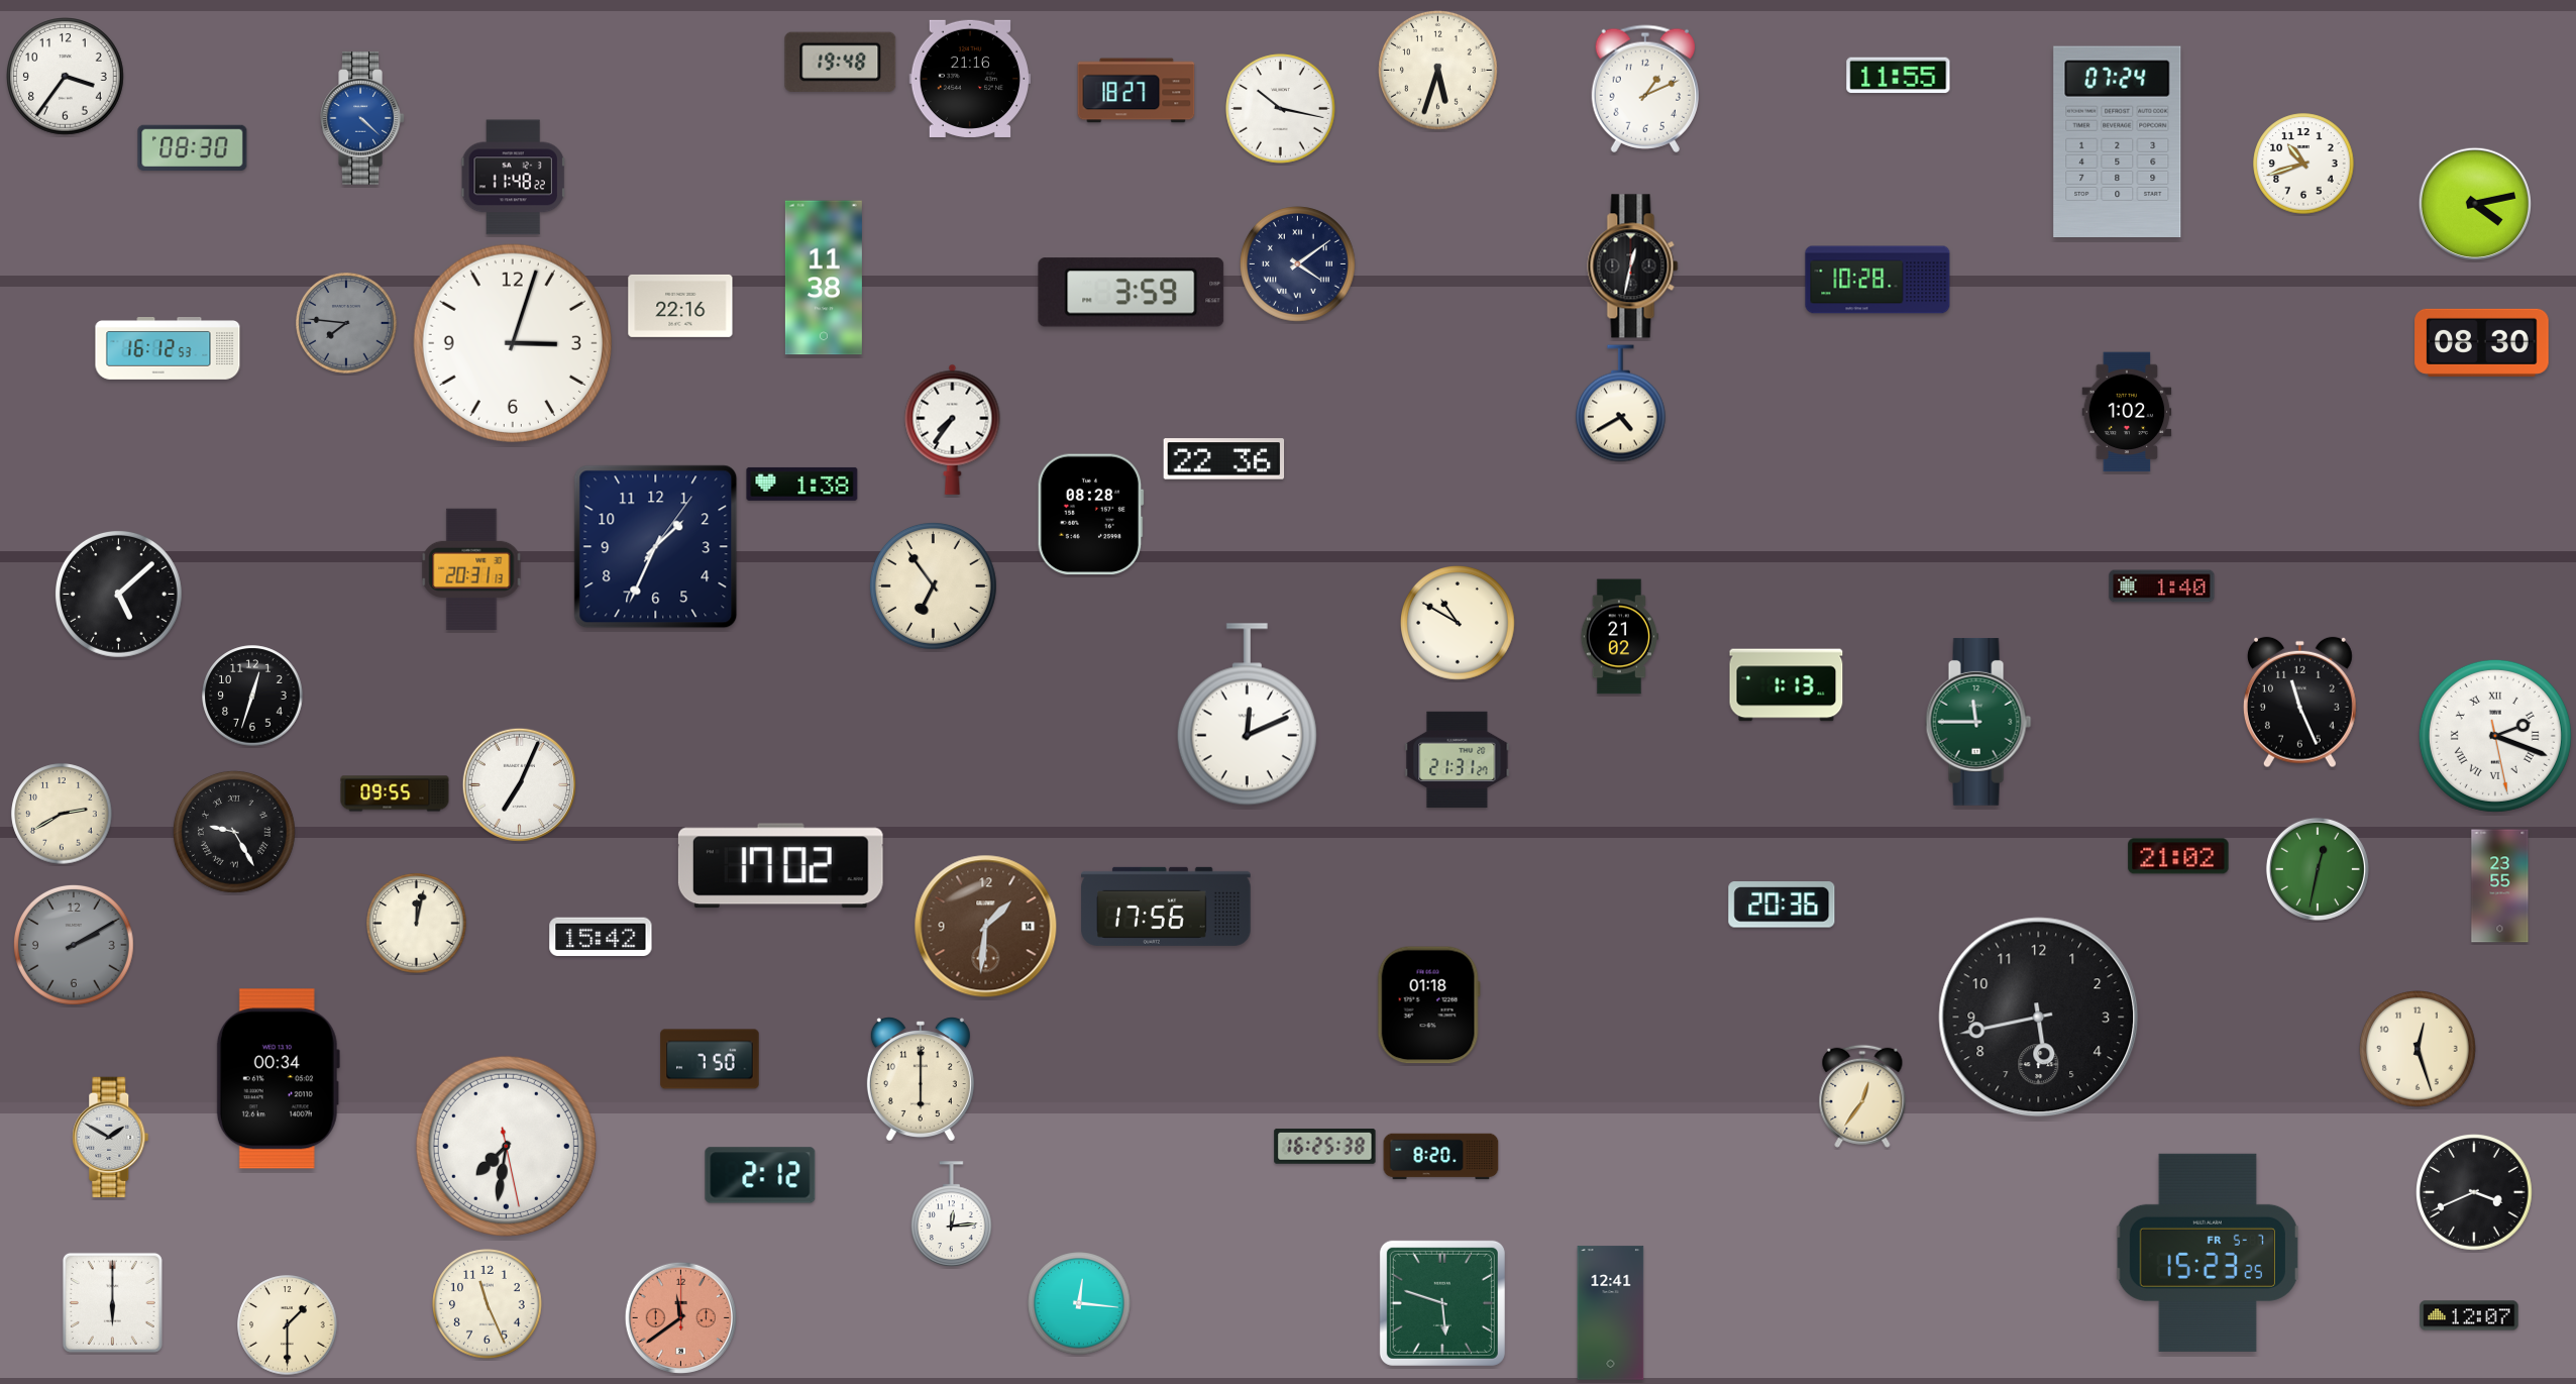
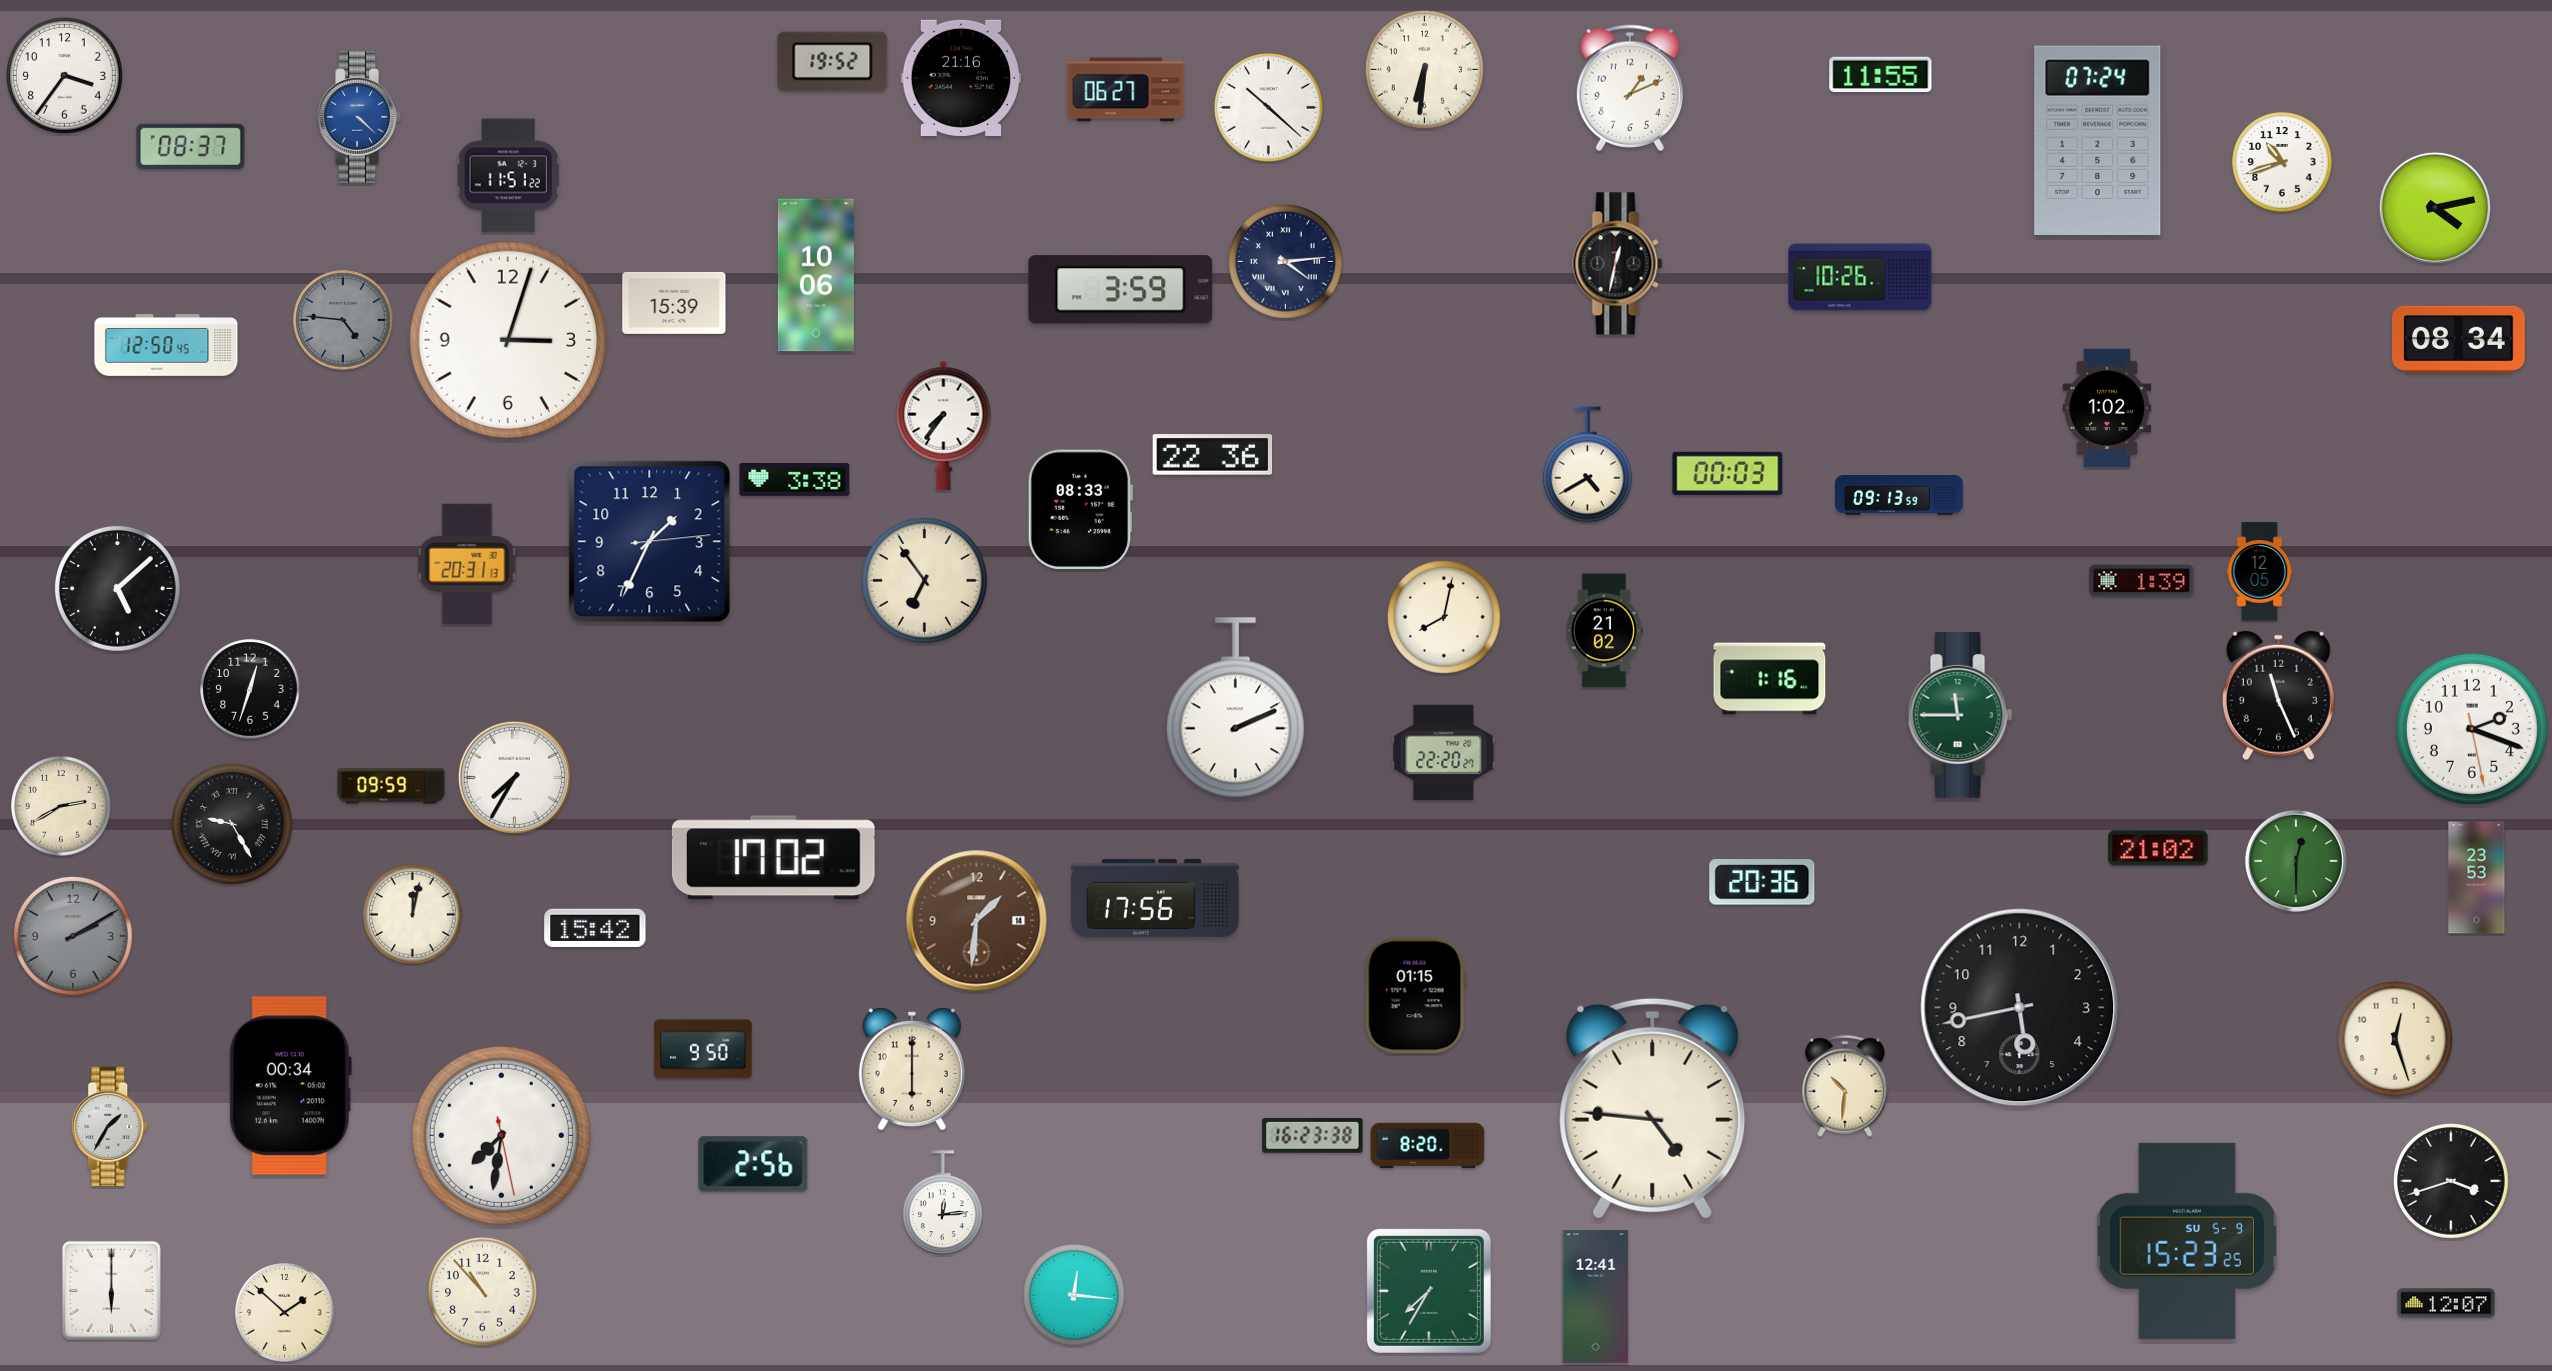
clock at (841, 62): 19:48 -> 19:52
clock at (1438, 71): 5:33 -> 6:31
clock at (1137, 91): 18:27 -> 06:27
clock at (1281, 109): 10:17 -> 10:22
clock at (193, 147): 08:30 -> 08:37
clock at (514, 178): 11:48 -> 11:51
clock at (2474, 203) position: (2474, 203) -> (2434, 207)
clock at (1298, 264): 4:09 -> 4:14
clock at (824, 278): 11:38 -> 10:06
clock at (1877, 280): 10:28 -> 10:26
clock at (680, 306): 22:16 -> 15:39
clock at (346, 323): 7:46 -> 4:46
clock at (2482, 342): 08:30 -> 08:34
clock at (168, 349): 16:12 -> 12:50
clock at (1620, 404) position: (1620, 404) -> (1587, 465)
clock at (1728, 473): none -> 00:03
clock at (802, 484): 1:38 -> 3:38
clock at (1899, 496): none -> 09:13
clock at (1090, 514): 08:28 -> 08:33
clock at (656, 547): 1:34:06 -> 1:34:14
clock at (2260, 572): none -> 12:05
clock at (2162, 587): 1:40 -> 1:39
clock at (1459, 624): 10:50 -> 8:02
clock at (1787, 685): 1:13 -> 1:16
clock at (1247, 715): 12:11 -> 2:11
clock at (2495, 736) numerals: Roman -> Arabic
clock at (1458, 759): 21:31 -> 22:20
clock at (519, 784): 7:04 -> 7:35
clock at (395, 793): 09:55 -> 09:59
clock at (2318, 869): 12:32 -> 12:30
clock at (2500, 886): 23:55 -> 23:53
clock at (1782, 904) position: (1782, 904) -> (1762, 882)
clock at (986, 927) position: (986, 927) -> (977, 921)
clock at (1428, 1005): 01:18 -> 01:15
clock at (710, 1059): 7:50 -> 9:50
clock at (278, 1079) position: (278, 1079) -> (290, 1086)
clock at (1862, 1096): 12:36 -> 10:31
clock at (1653, 1108): none -> 4:46
clock at (111, 1138): 1:50 -> 1:35
clock at (1325, 1146): 16:25 -> 16:23
clock at (760, 1175): 2:12 -> 2:56
clock at (2475, 1193): 3:41 -> 3:42
clock at (2208, 1253) date: FR 5-7 -> SU 5-9
clock at (1079, 1303) position: (1079, 1303) -> (1074, 1295)
clock at (1442, 1303): 5:48 -> 7:35
clock at (488, 1304): 11:26 -> 10:53
clock at (1611, 1313) position: (1611, 1313) -> (1596, 1297)
clock at (680, 1317): 11:39 -> none
clock at (288, 1325): 1:30 -> 1:52
